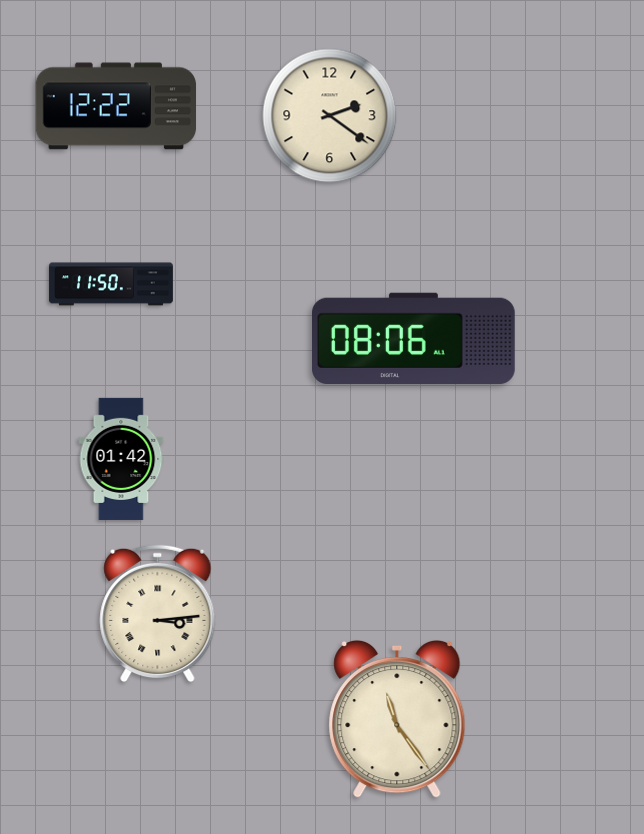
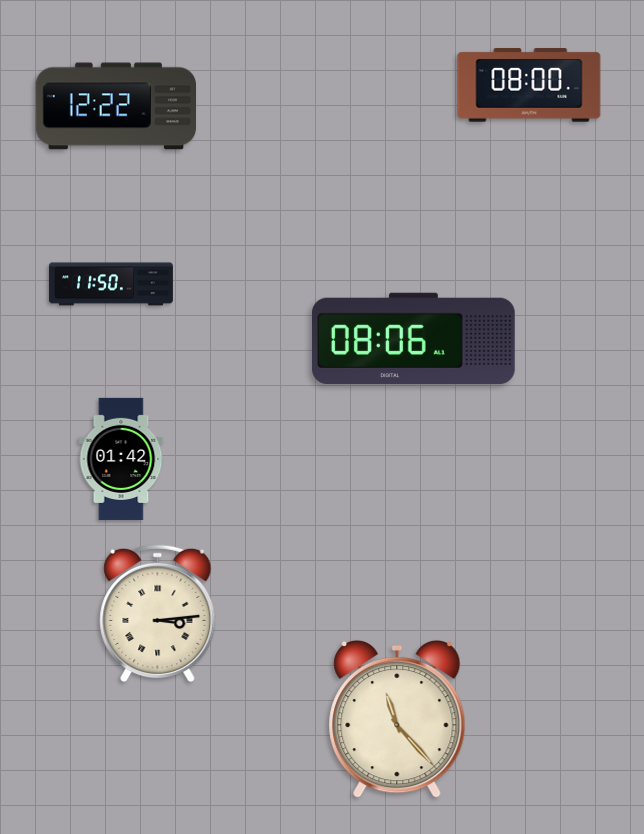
clock at (529, 85): none -> 08:00
clock at (330, 116): 2:21 -> none
clock at (397, 719): 11:24 -> 11:23
